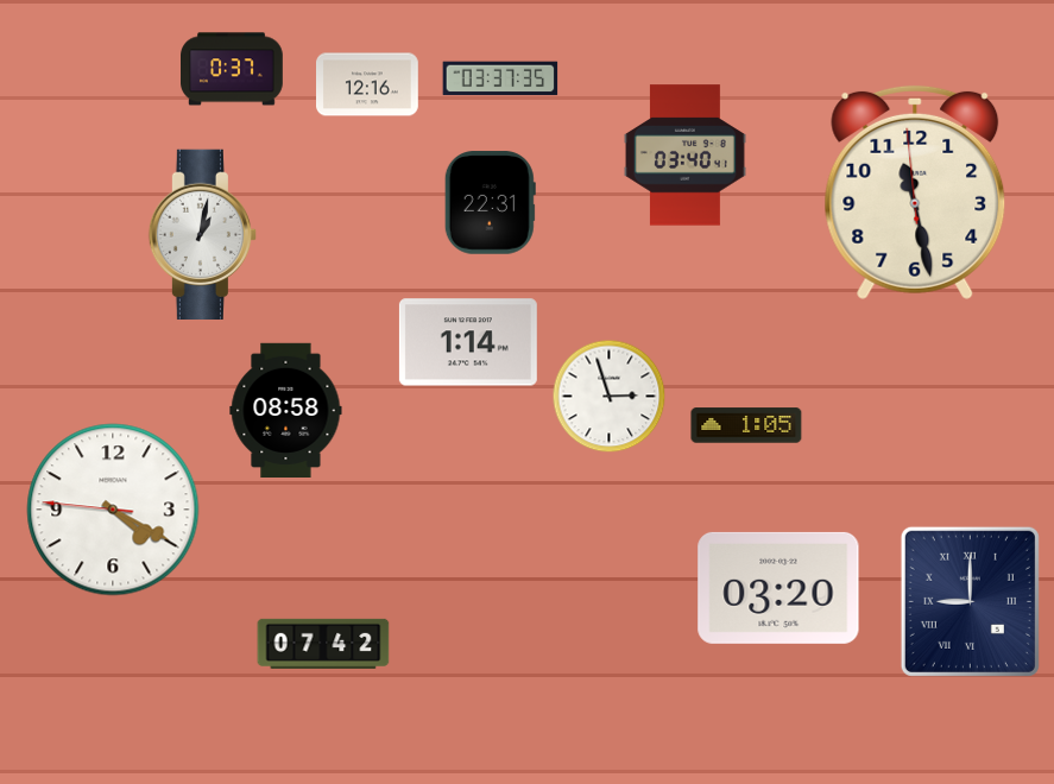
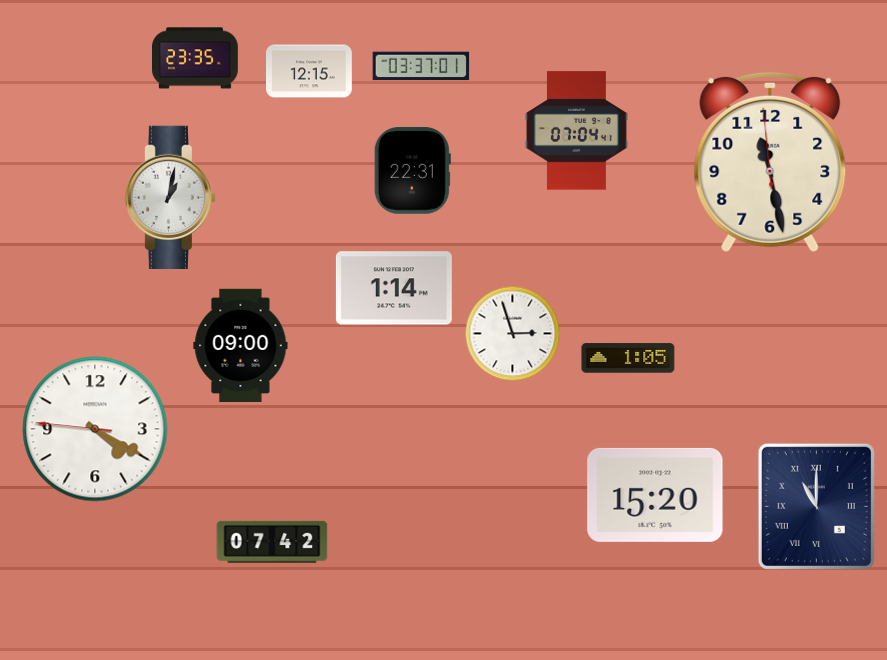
clock at (233, 69): 0:37 -> 23:35
clock at (500, 78): 03:37:35 -> 03:37:01
clock at (368, 84): 12:16 -> 12:15
clock at (684, 156): 03:40 -> 07:04
clock at (286, 411): 08:58 -> 09:00
clock at (778, 588): 03:20 -> 15:20
clock at (970, 601): 9:00 -> 11:00
